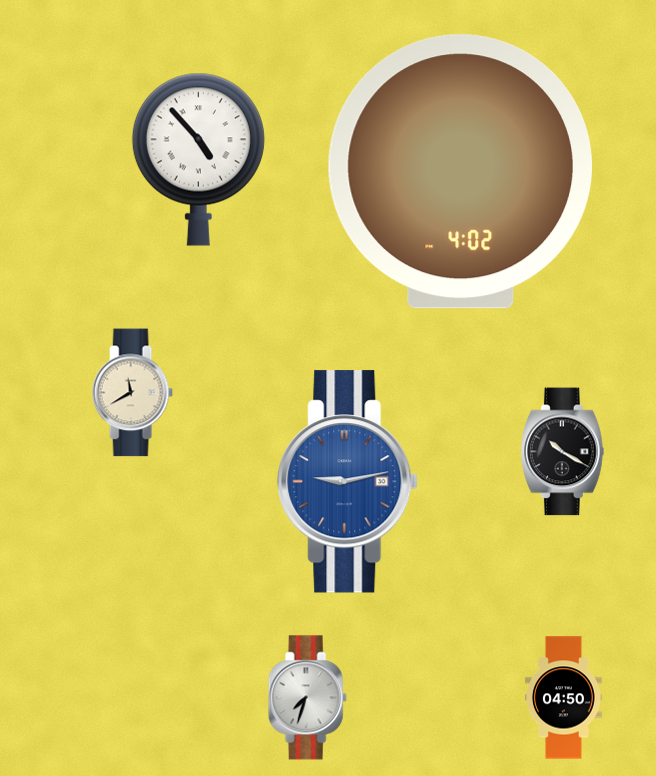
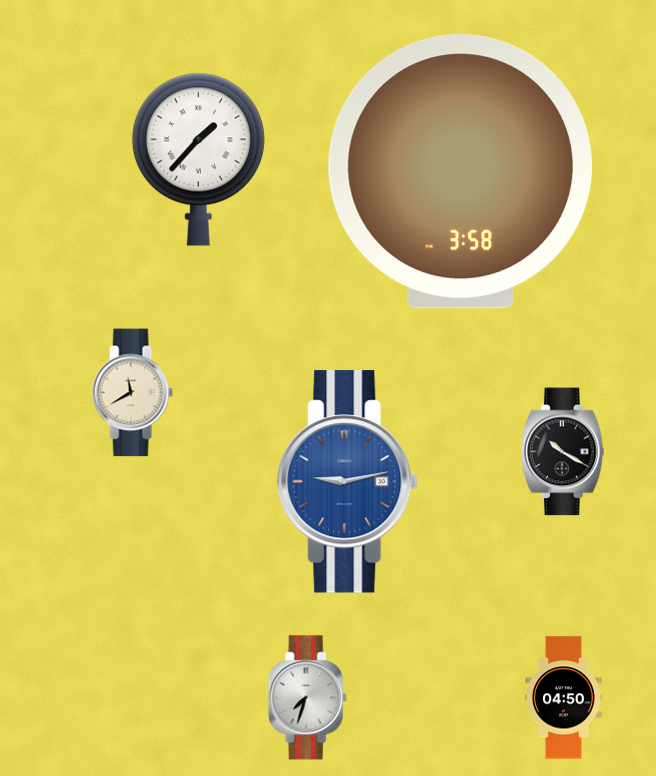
clock at (198, 159): 4:53 -> 1:37
clock at (460, 172): 4:02 -> 3:58
